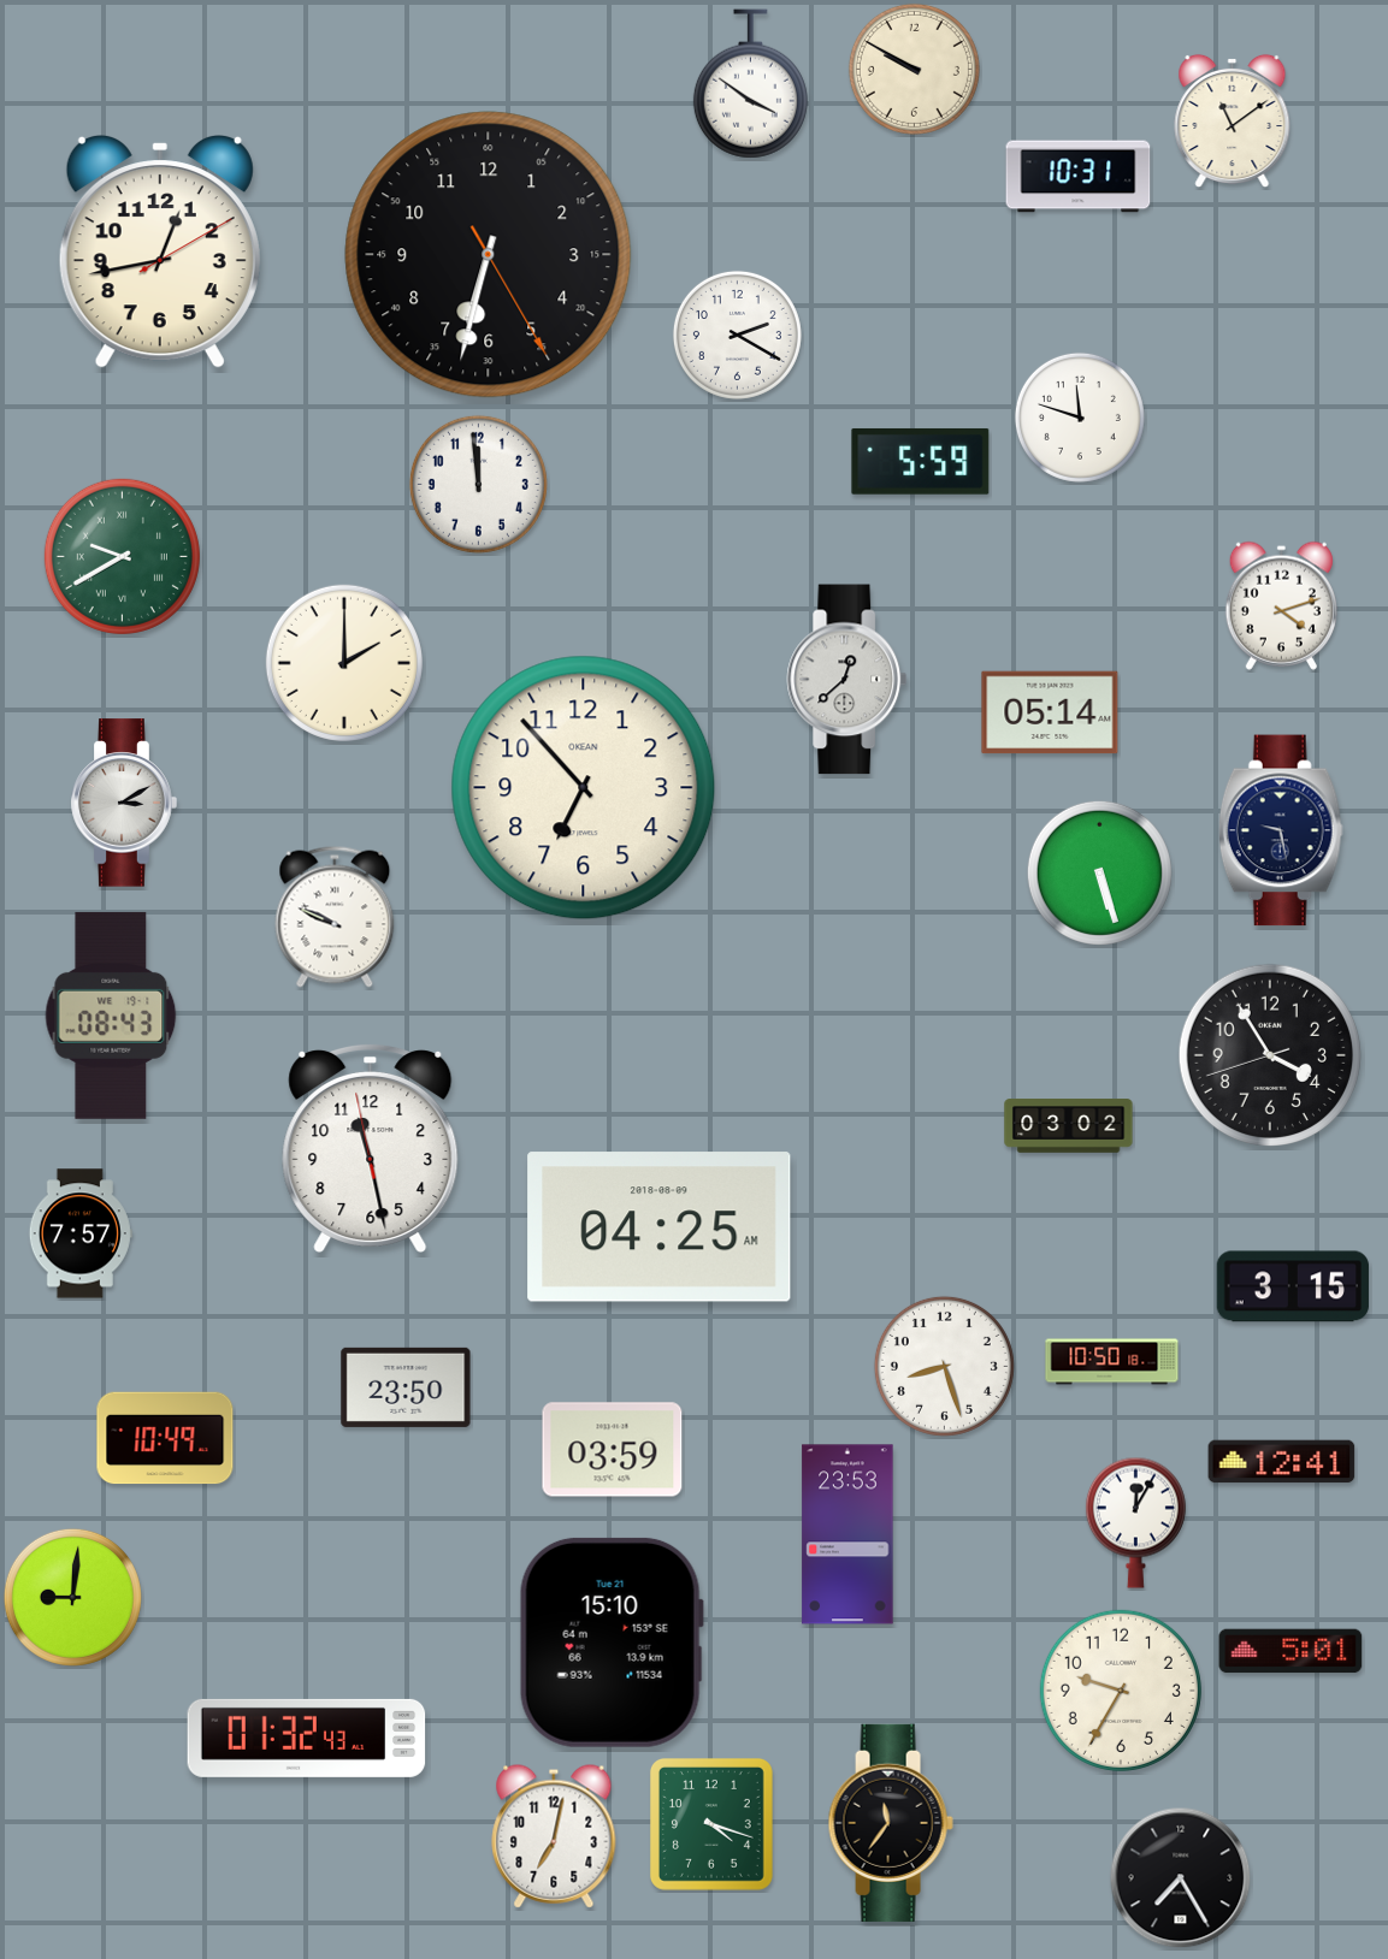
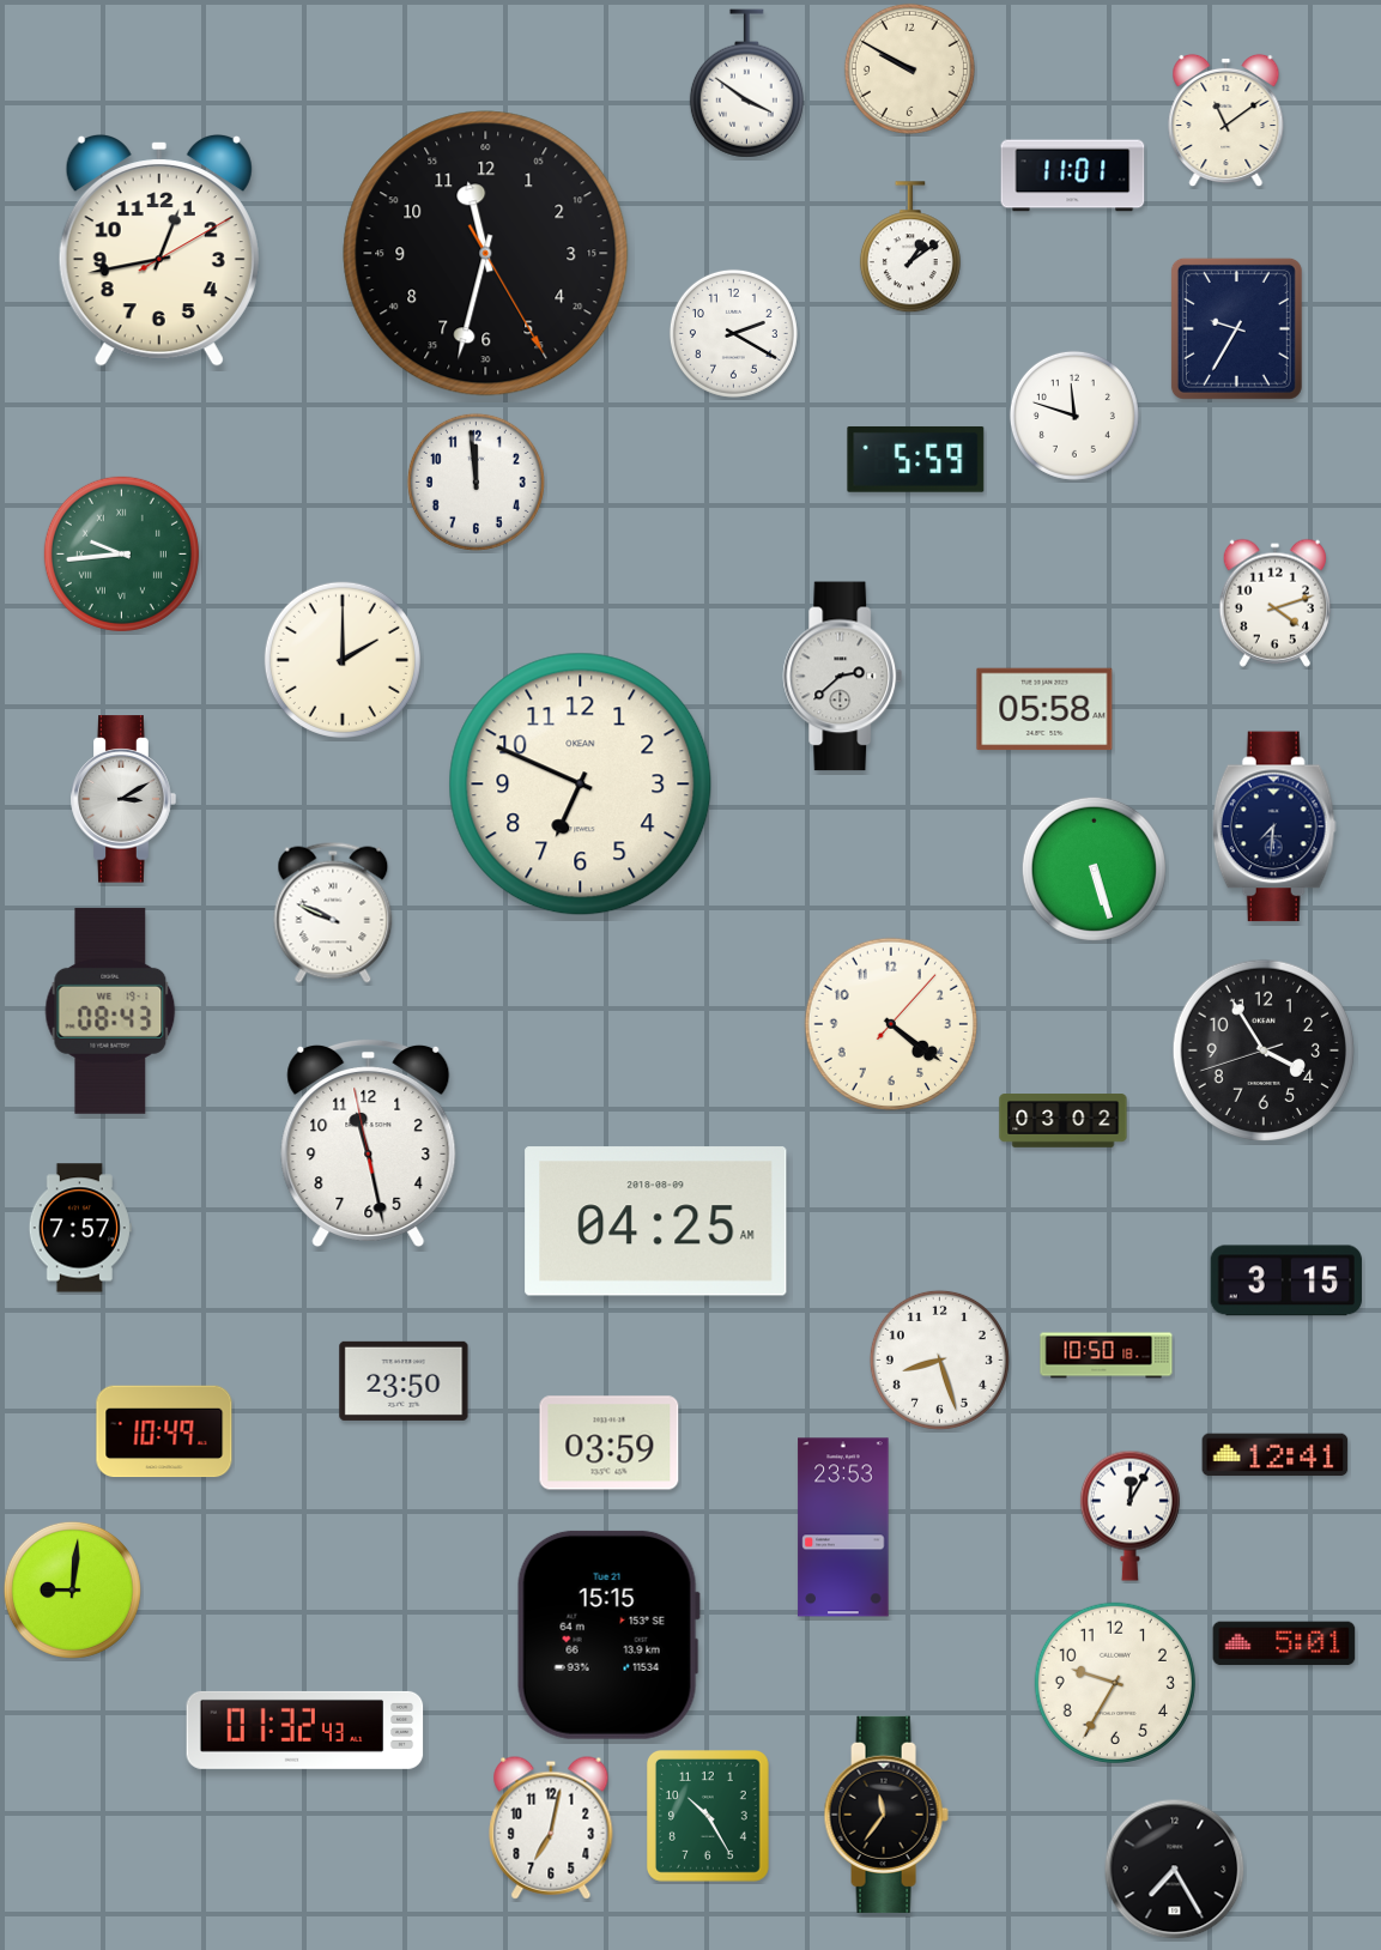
clock at (1079, 177): 10:31 -> 11:01
clock at (910, 248): none -> 1:09
clock at (489, 255): 6:32 -> 11:32
clock at (1236, 328): none -> 9:35
clock at (122, 556): 9:40 -> 9:44
clock at (847, 680): 12:38 -> 2:38
clock at (1050, 712): 05:14 -> 05:58
clock at (584, 788): 6:53 -> 6:49
clock at (1281, 830): 9:28 -> 7:31
clock at (891, 1024): none -> 4:21
clock at (612, 1643): 15:10 -> 15:15
clock at (711, 1825): 4:18 -> 10:25
